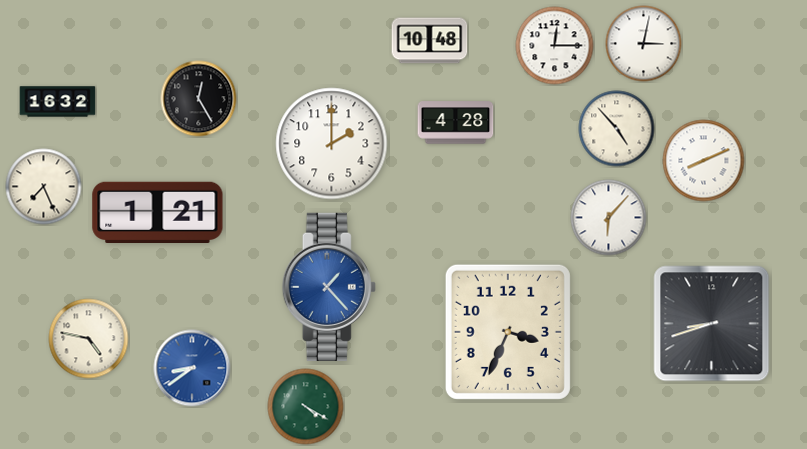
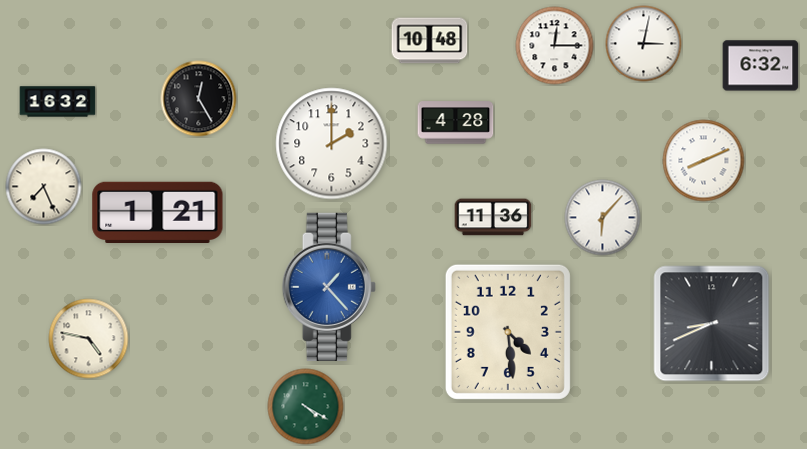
clock at (761, 66): none -> 6:32
clock at (617, 129): 4:53 -> none
clock at (493, 217): none -> 11:36
clock at (609, 218) position: (609, 218) -> (603, 218)
clock at (712, 324): 8:42 -> 8:41
clock at (508, 332): 3:34 -> 4:29
clock at (192, 368): 8:39 -> none
